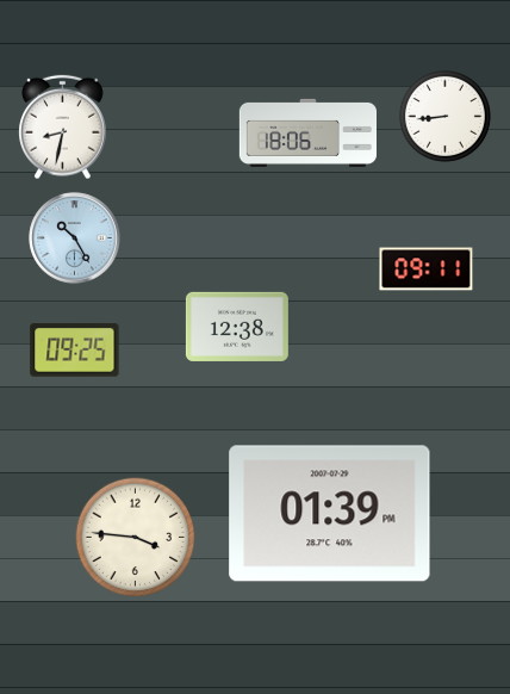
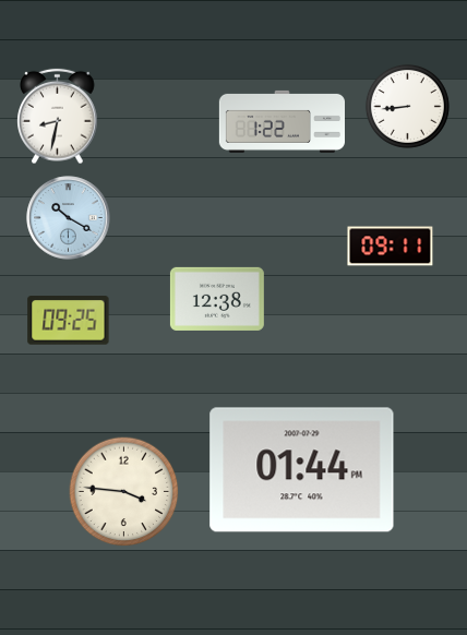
clock at (307, 132): 18:06 -> 1:22
clock at (75, 238): 10:25 -> 10:20
clock at (330, 514): 01:39 -> 01:44
